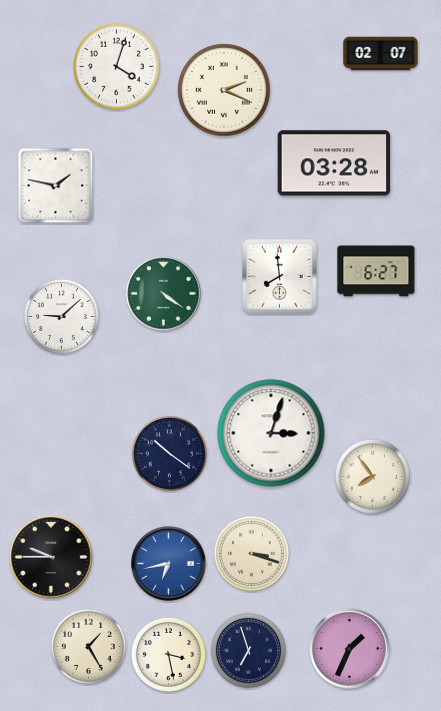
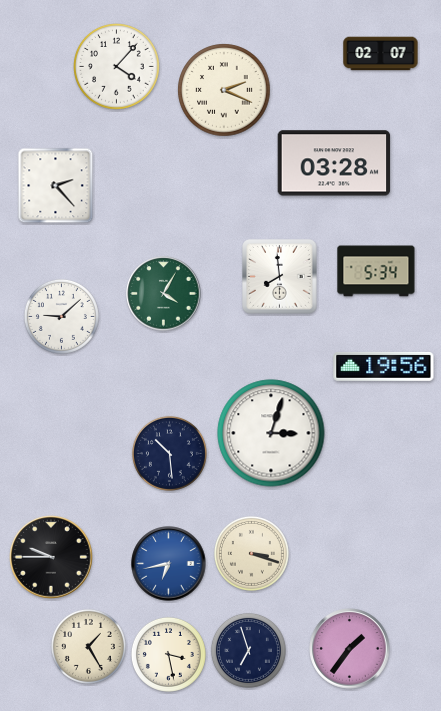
clock at (117, 67): 4:03 -> 4:07
clock at (56, 186): 1:47 -> 2:23
clock at (376, 271): 6:27 -> 5:34
clock at (164, 294): 4:21 -> 4:05
clock at (384, 366): none -> 19:56
clock at (169, 453): 10:21 -> 10:29
clock at (372, 476): 7:54 -> none
clock at (350, 649): 1:34 -> 1:36
